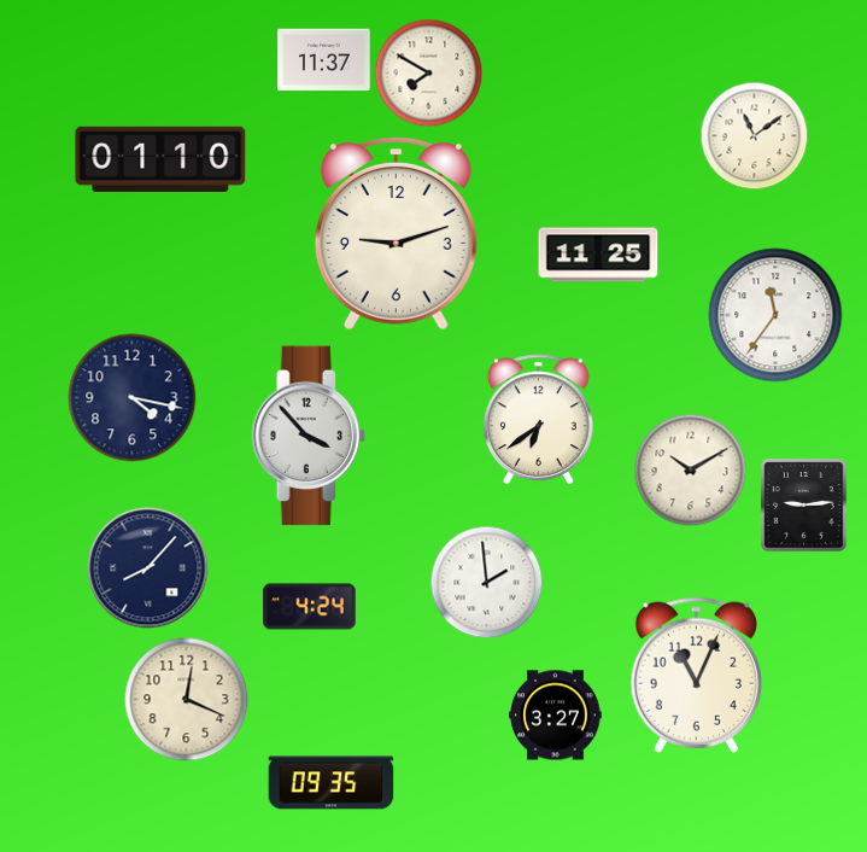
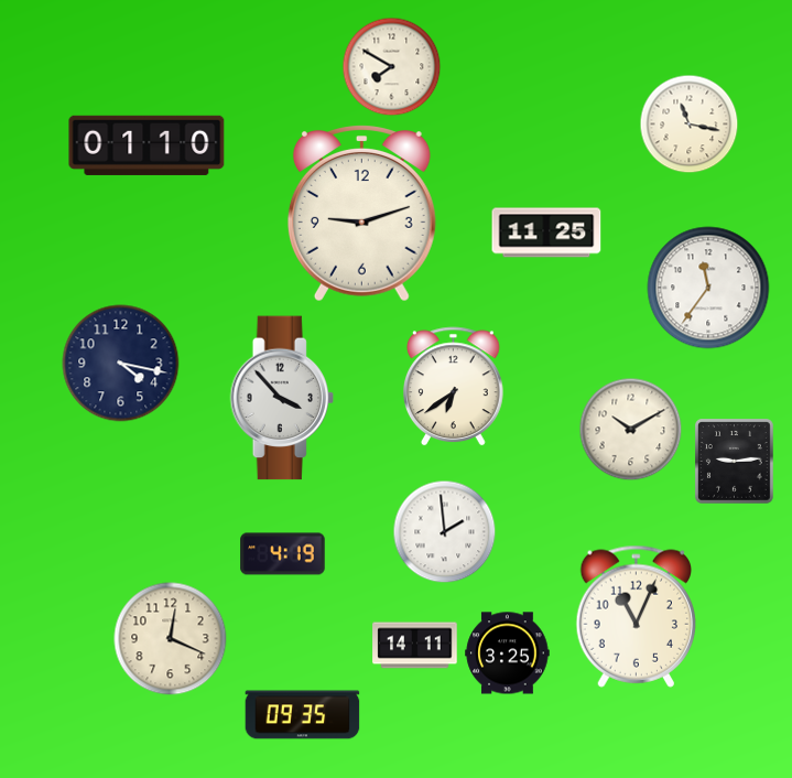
clock at (324, 60): 11:37 -> none
clock at (754, 135): 11:09 -> 11:17
clock at (539, 420) position: (539, 420) -> (454, 387)
clock at (148, 568): 8:07 -> none
clock at (310, 607): 4:24 -> 4:19
clock at (415, 646): none -> 14:11
clock at (556, 716): 3:27 -> 3:25
